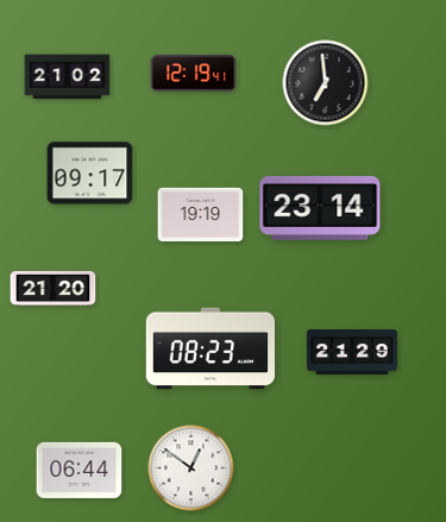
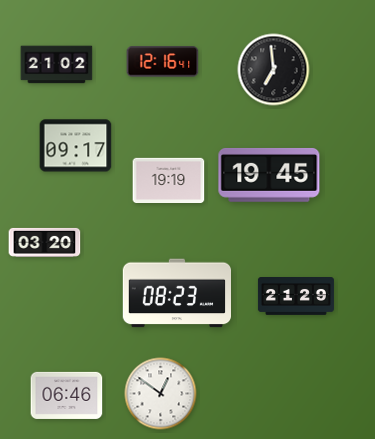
clock at (194, 74): 12:19 -> 12:16
clock at (320, 208): 23:14 -> 19:45
clock at (54, 288): 21:20 -> 03:20
clock at (80, 470): 06:44 -> 06:46
